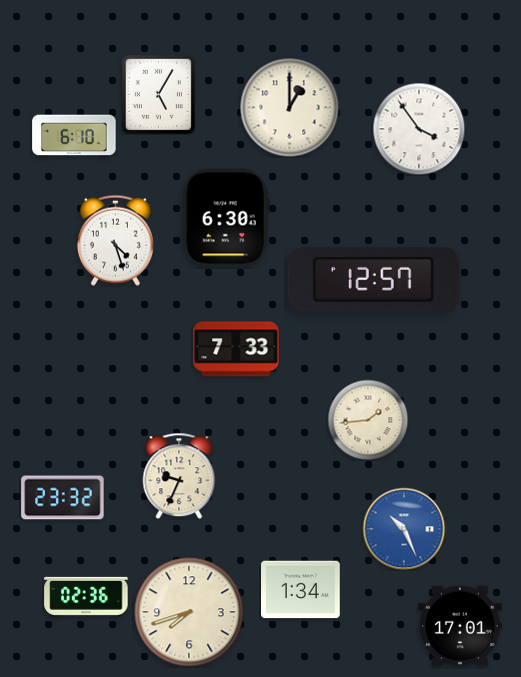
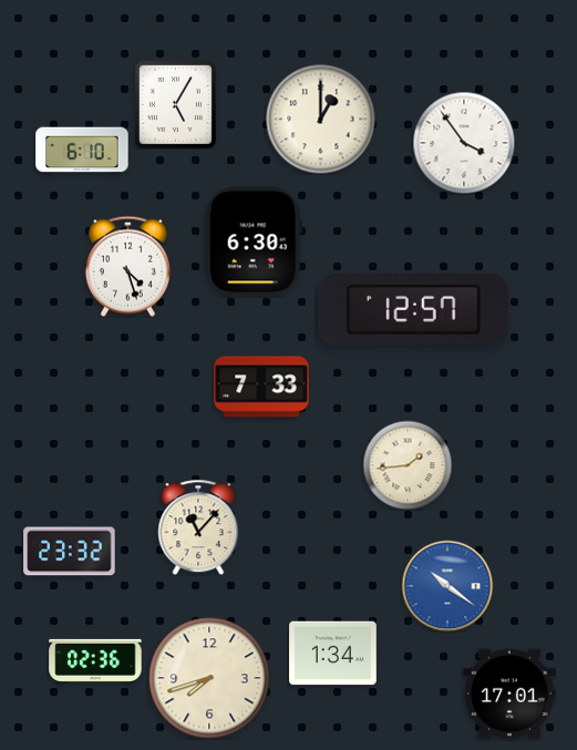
clock at (226, 218) position: (226, 218) -> (254, 242)
clock at (179, 476): 9:34 -> 11:07
clock at (404, 529): 10:26 -> 10:21
